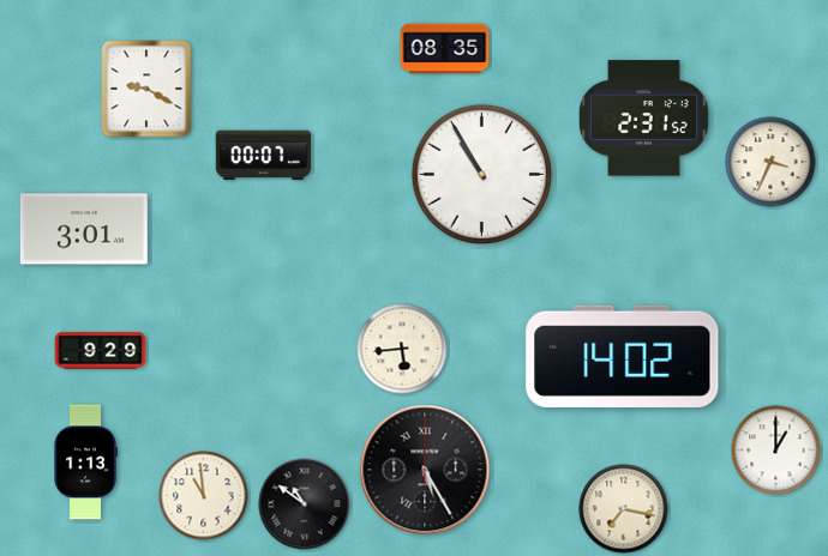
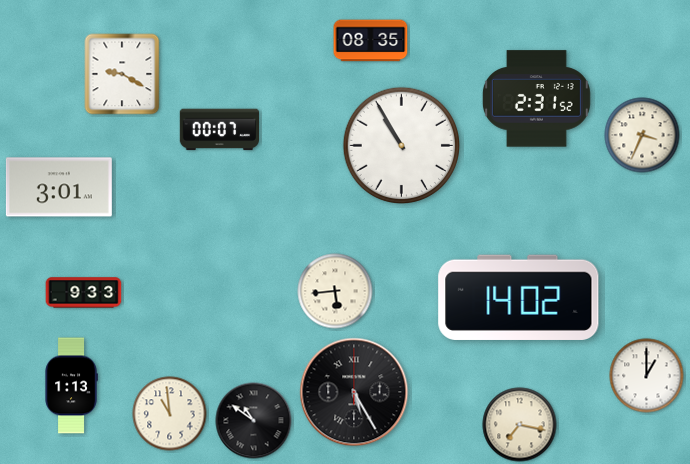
clock at (84, 229) position: (84, 229) -> (59, 187)
clock at (101, 351): 9:29 -> 9:33
